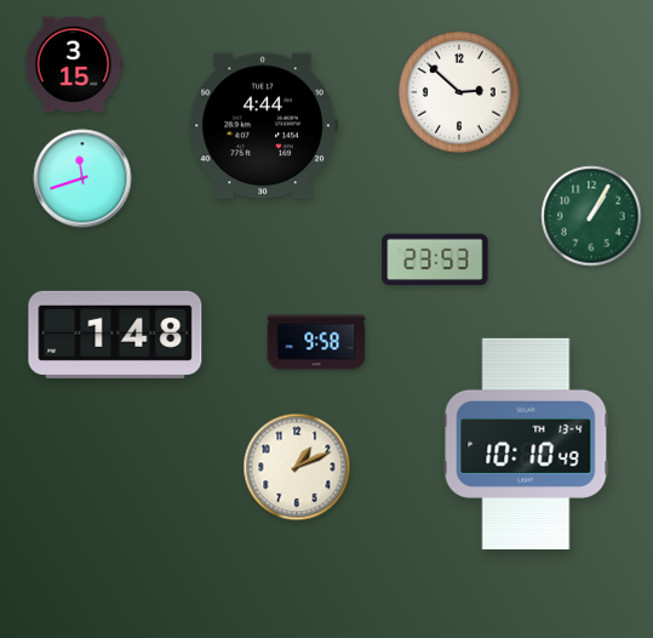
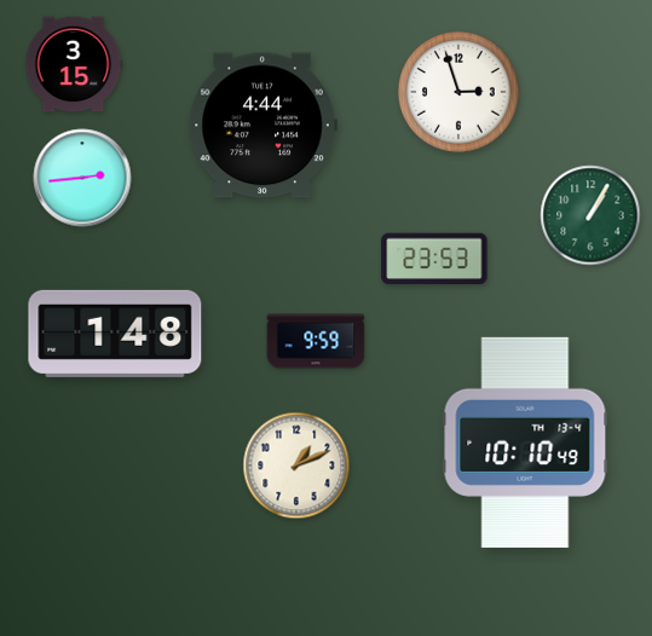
clock at (460, 93): 2:52 -> 2:57
clock at (82, 178): 11:42 -> 2:44
clock at (316, 342): 9:58 -> 9:59
